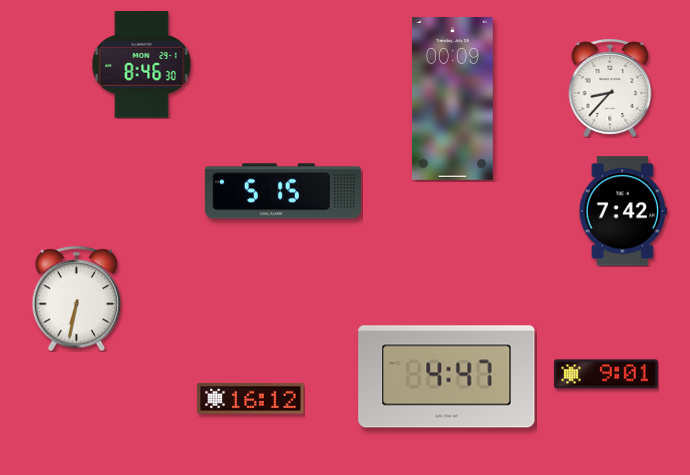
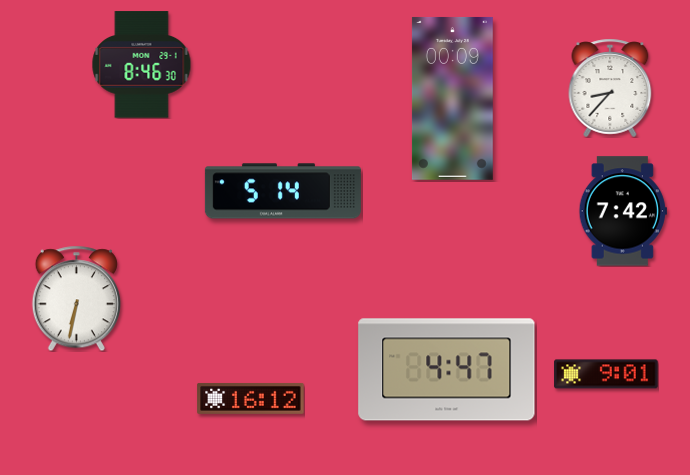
clock at (283, 191): 5:15 -> 5:14
clock at (447, 377) position: (447, 377) -> (447, 370)
